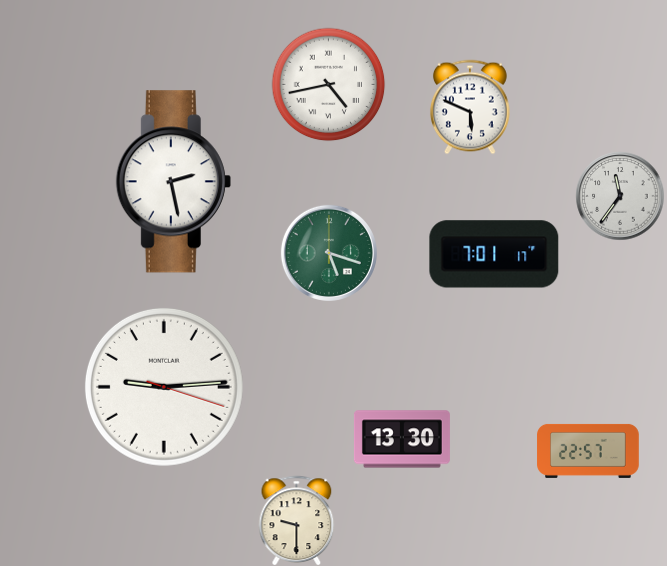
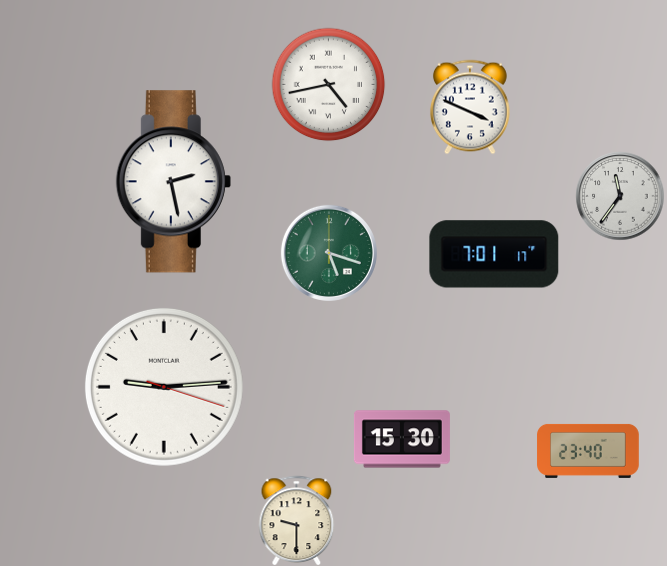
clock at (470, 107): 5:49 -> 3:49
clock at (402, 439): 13:30 -> 15:30
clock at (588, 451): 22:57 -> 23:40
